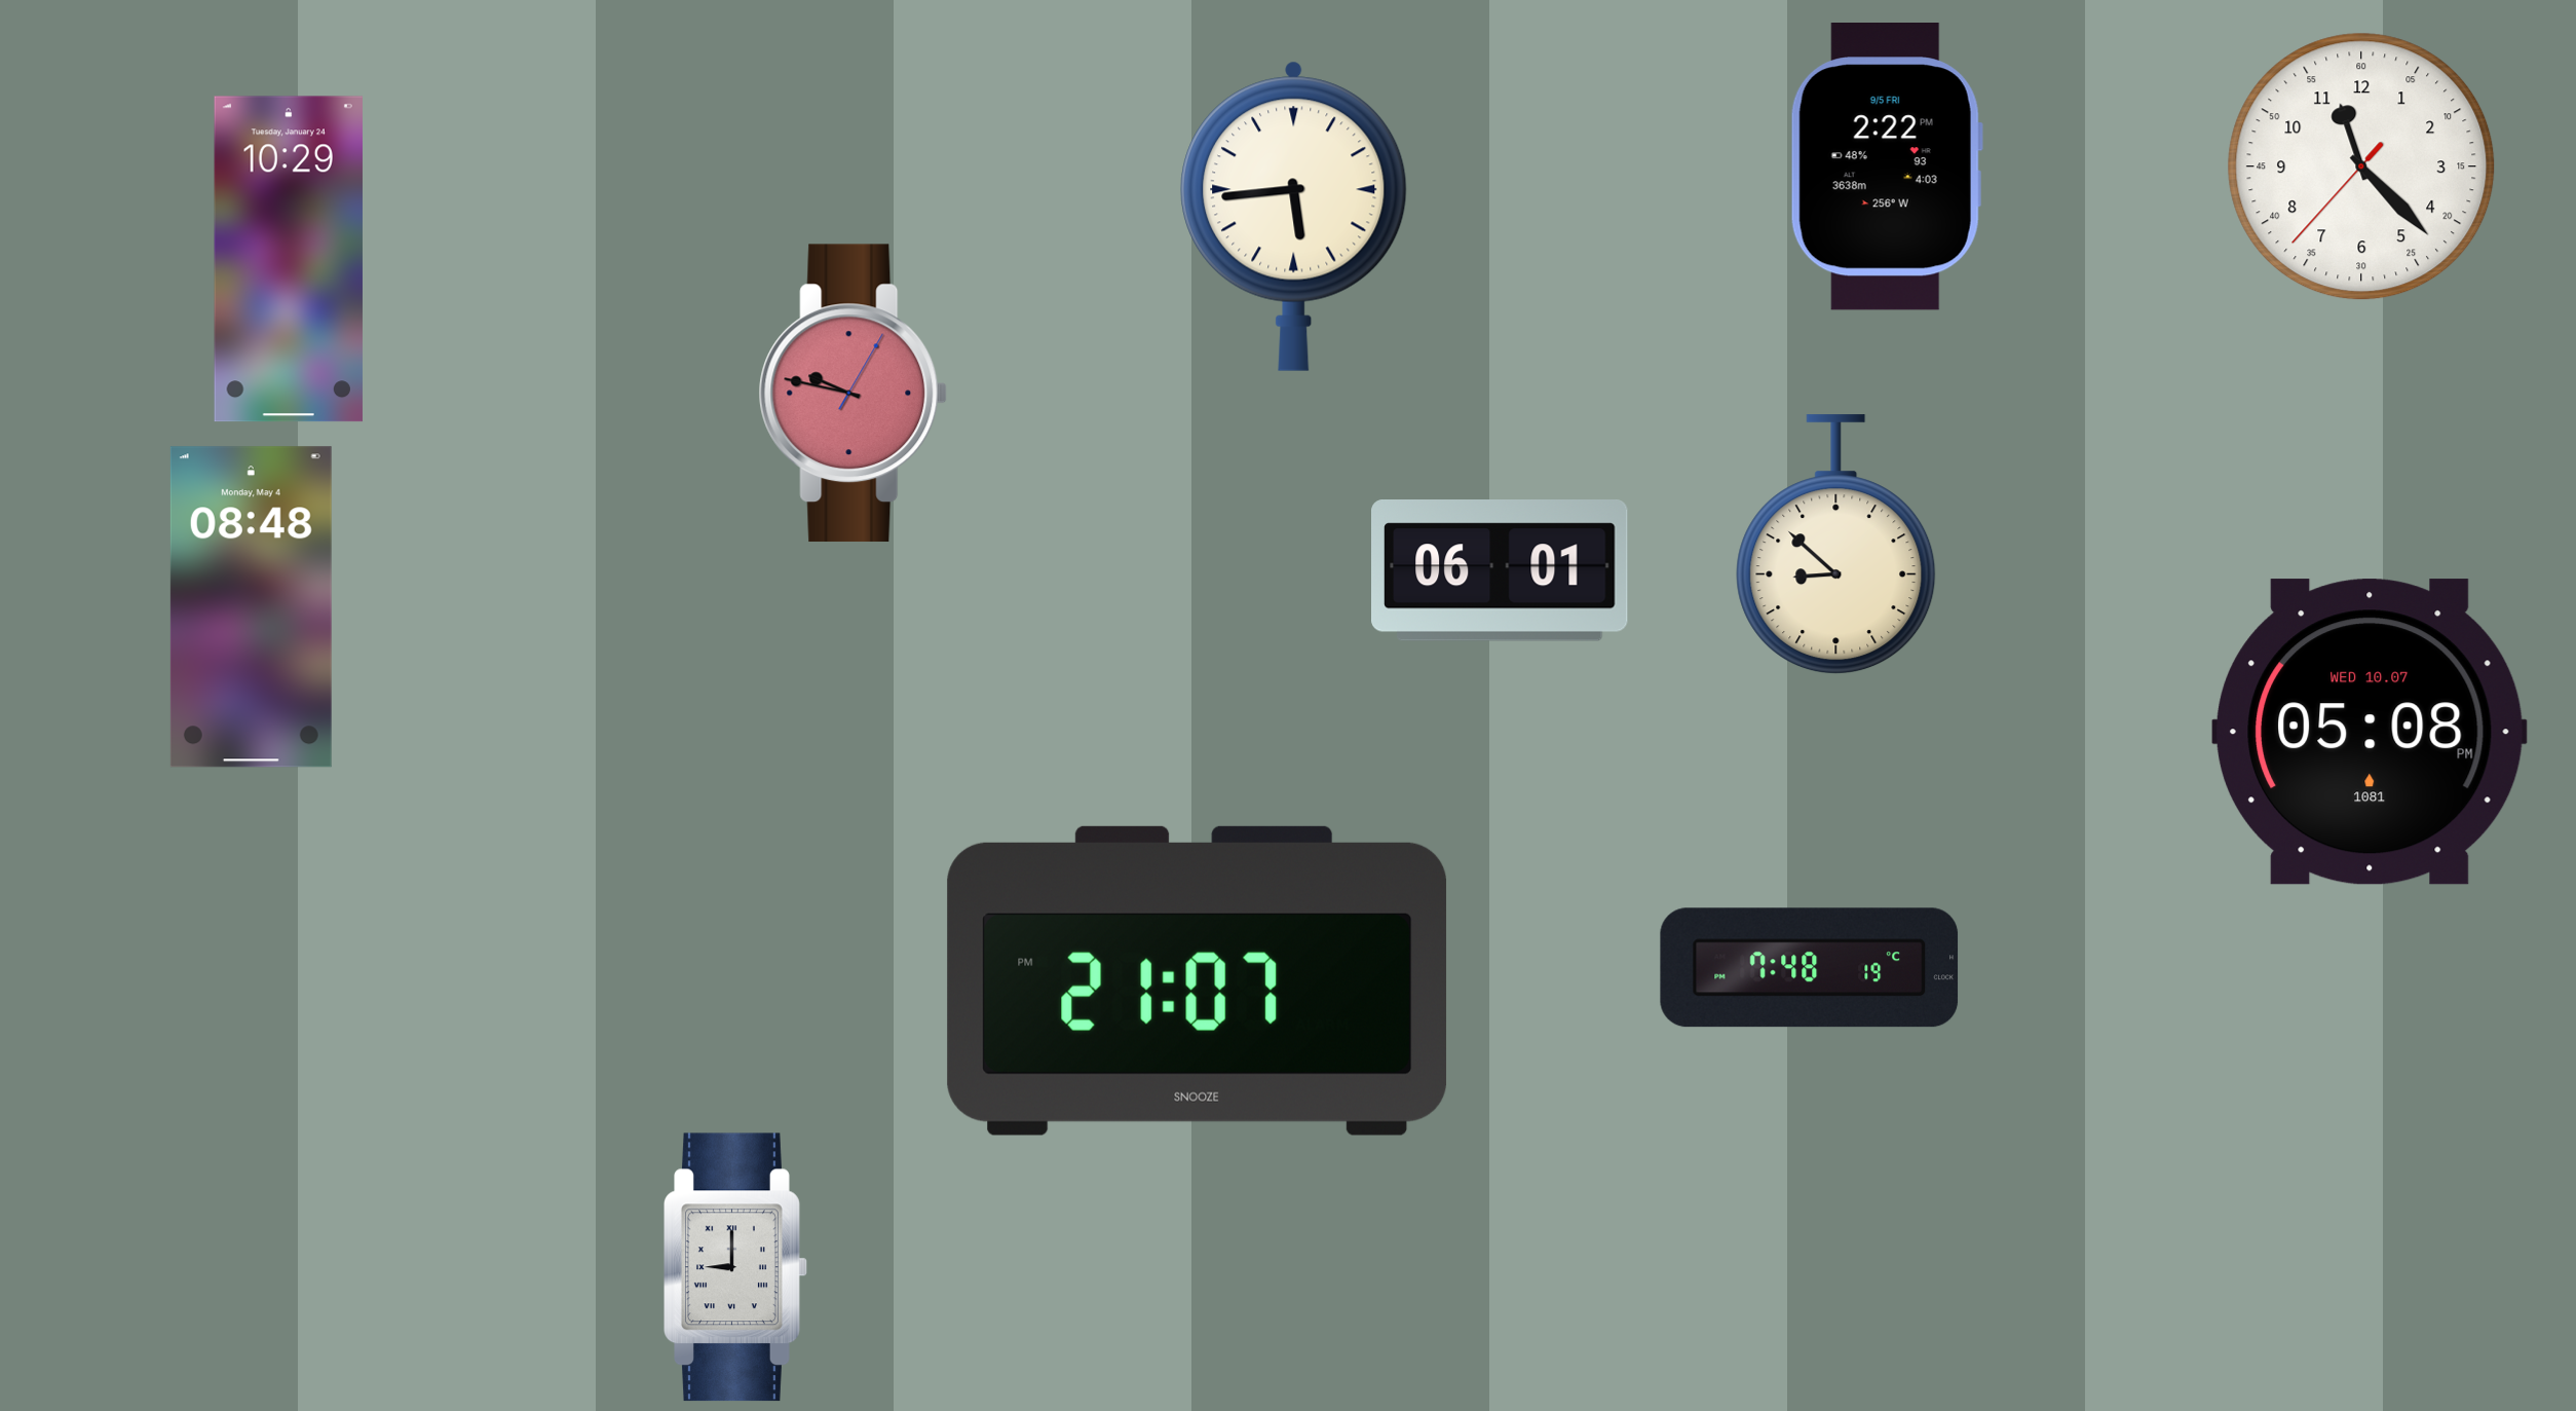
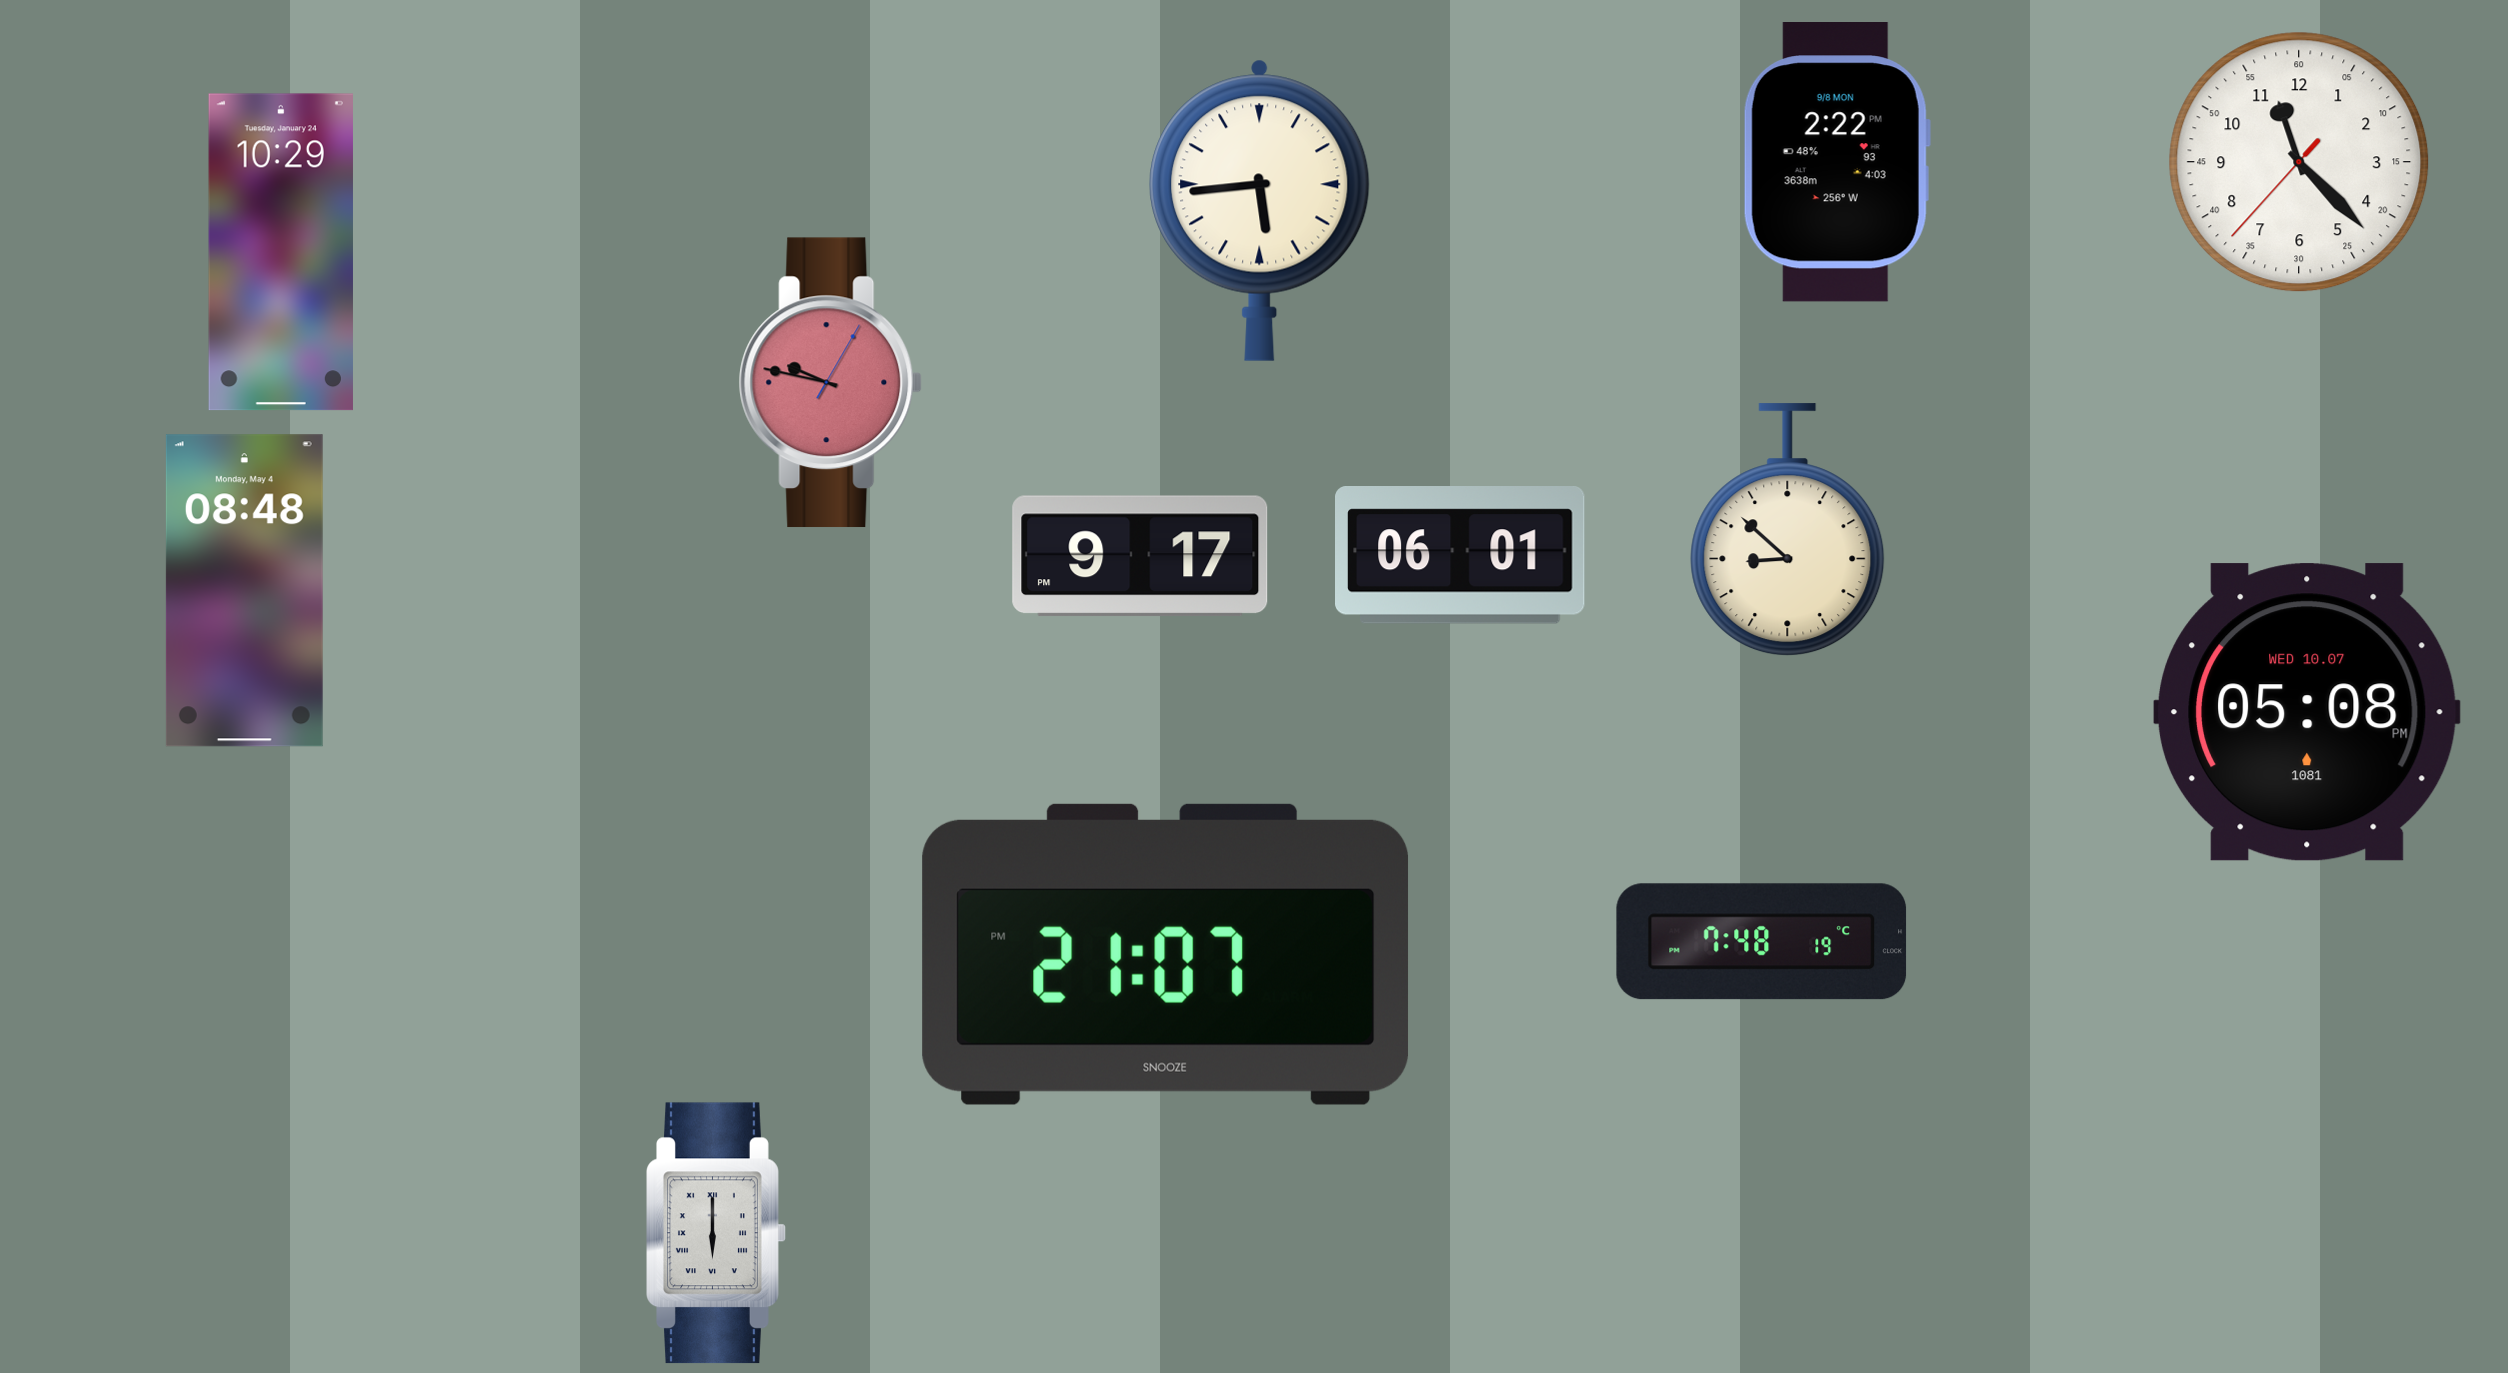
clock at (1887, 168) date: 9/5 FRI -> 9/8 MON
clock at (1140, 556): none -> 9:17
clock at (735, 1267): 9:00 -> 6:00
